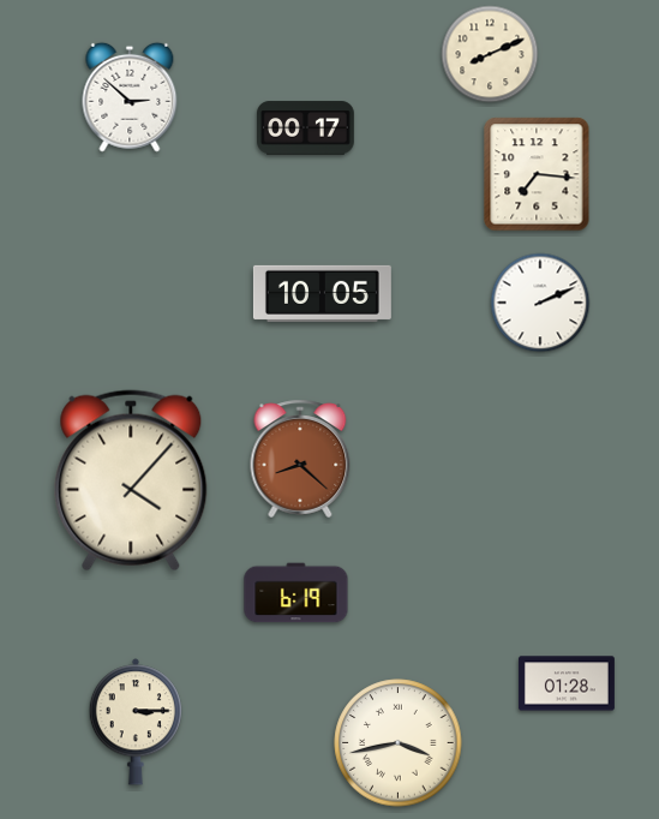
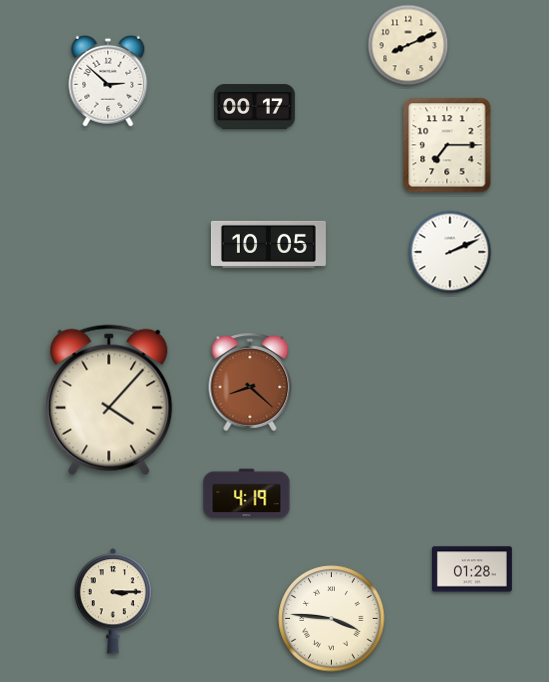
clock at (537, 174): 7:16 -> 7:15
clock at (296, 593): 6:19 -> 4:19
clock at (399, 743): 3:43 -> 3:46
